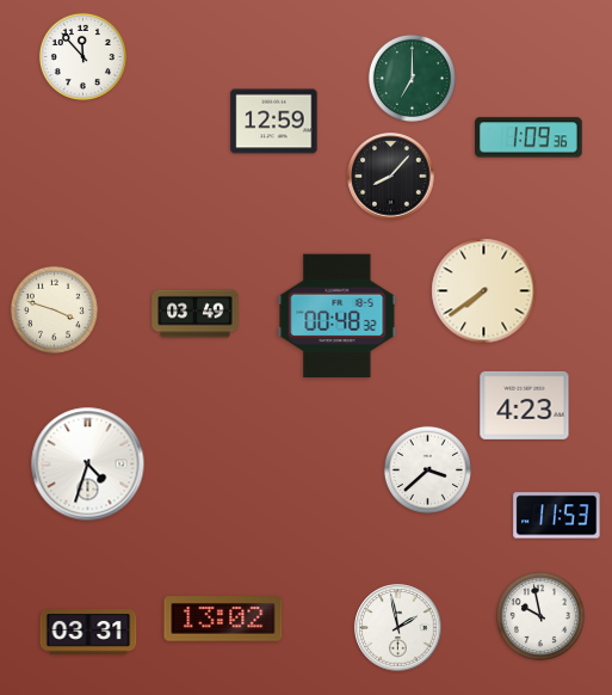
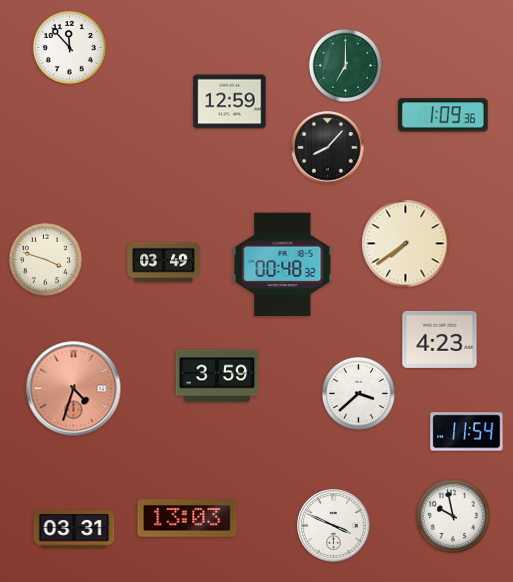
clock at (217, 376): none -> 3:59
clock at (88, 465) dial: white -> salmon
clock at (557, 516): 11:53 -> 11:54
clock at (223, 619): 13:02 -> 13:03
clock at (398, 628): 1:58 -> 3:49
